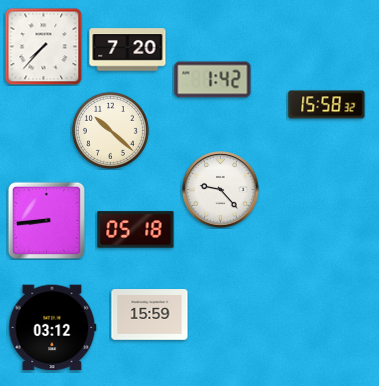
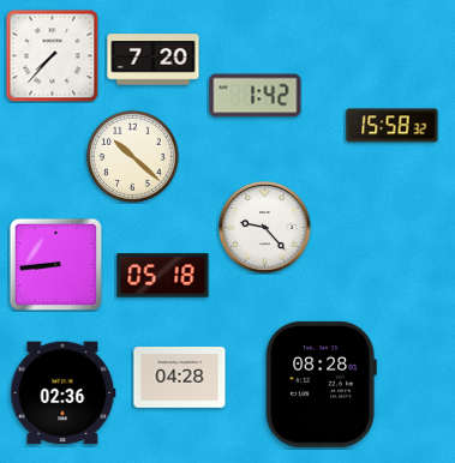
clock at (150, 315): 15:59 -> 04:28
clock at (321, 384): none -> 08:28
clock at (53, 328): 03:12 -> 02:36
